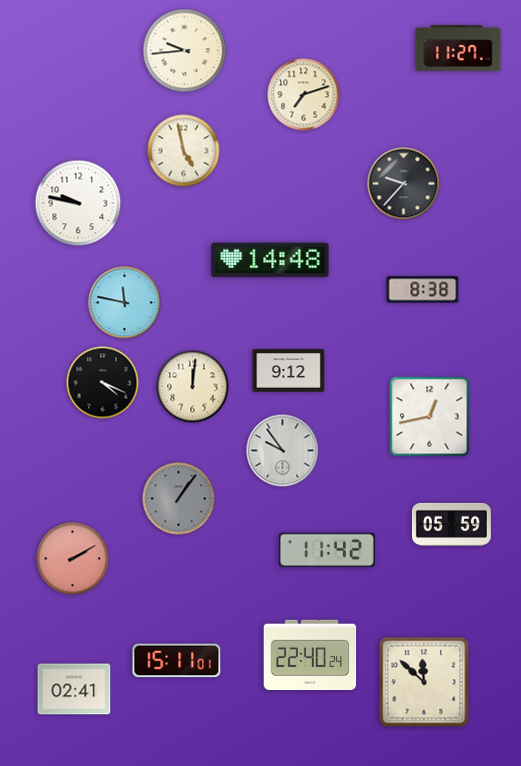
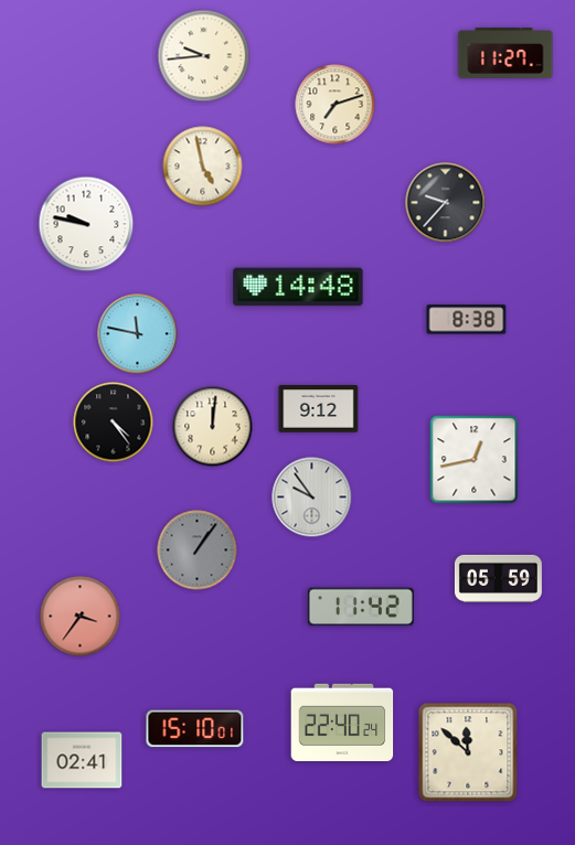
clock at (103, 383): 4:19 -> 4:24
clock at (73, 559): 2:10 -> 3:36
clock at (177, 661): 15:11 -> 15:10
